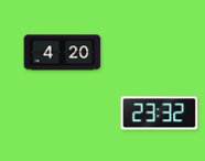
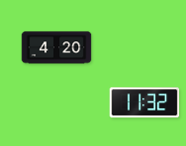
clock at (160, 114): 23:32 -> 11:32
